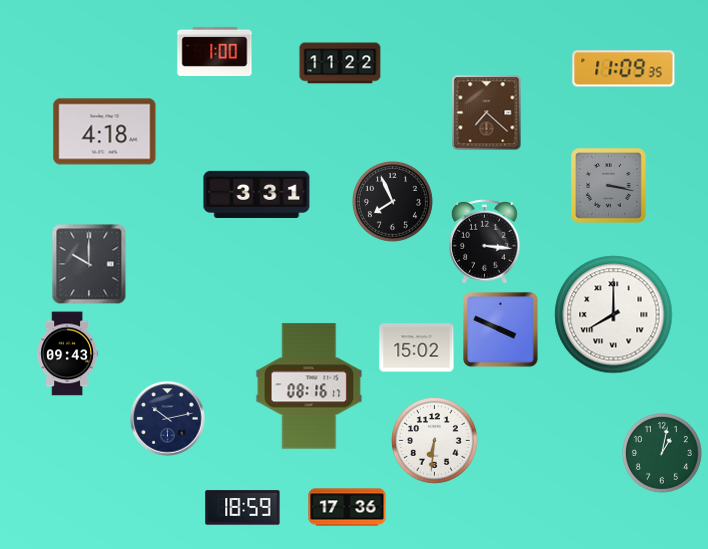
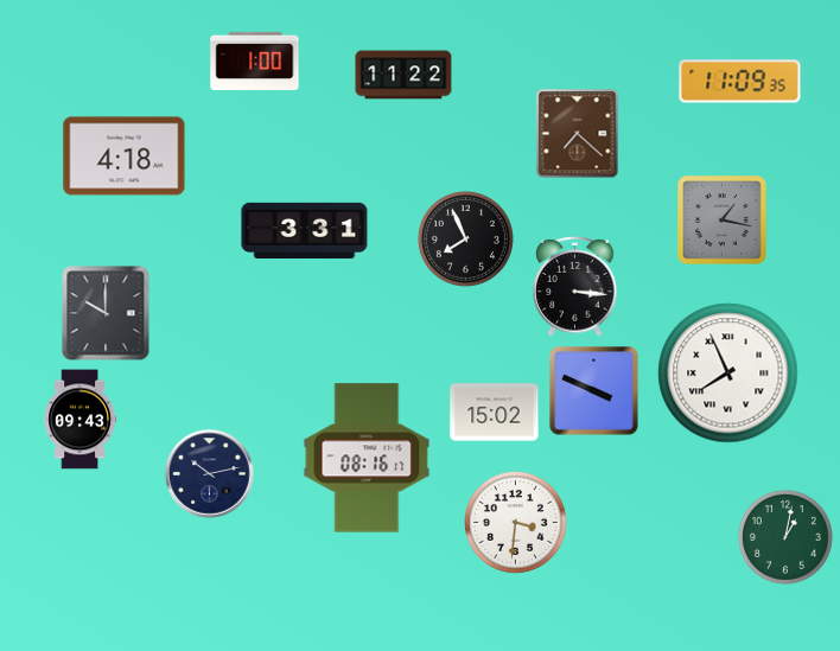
clock at (609, 186): 3:17 -> 1:17
clock at (614, 315): 8:00 -> 7:56
clock at (168, 419) position: (168, 419) -> (210, 474)
clock at (435, 441): 6:31 -> 3:31
clock at (347, 507): 17:36 -> none
clock at (243, 508): 18:59 -> none
